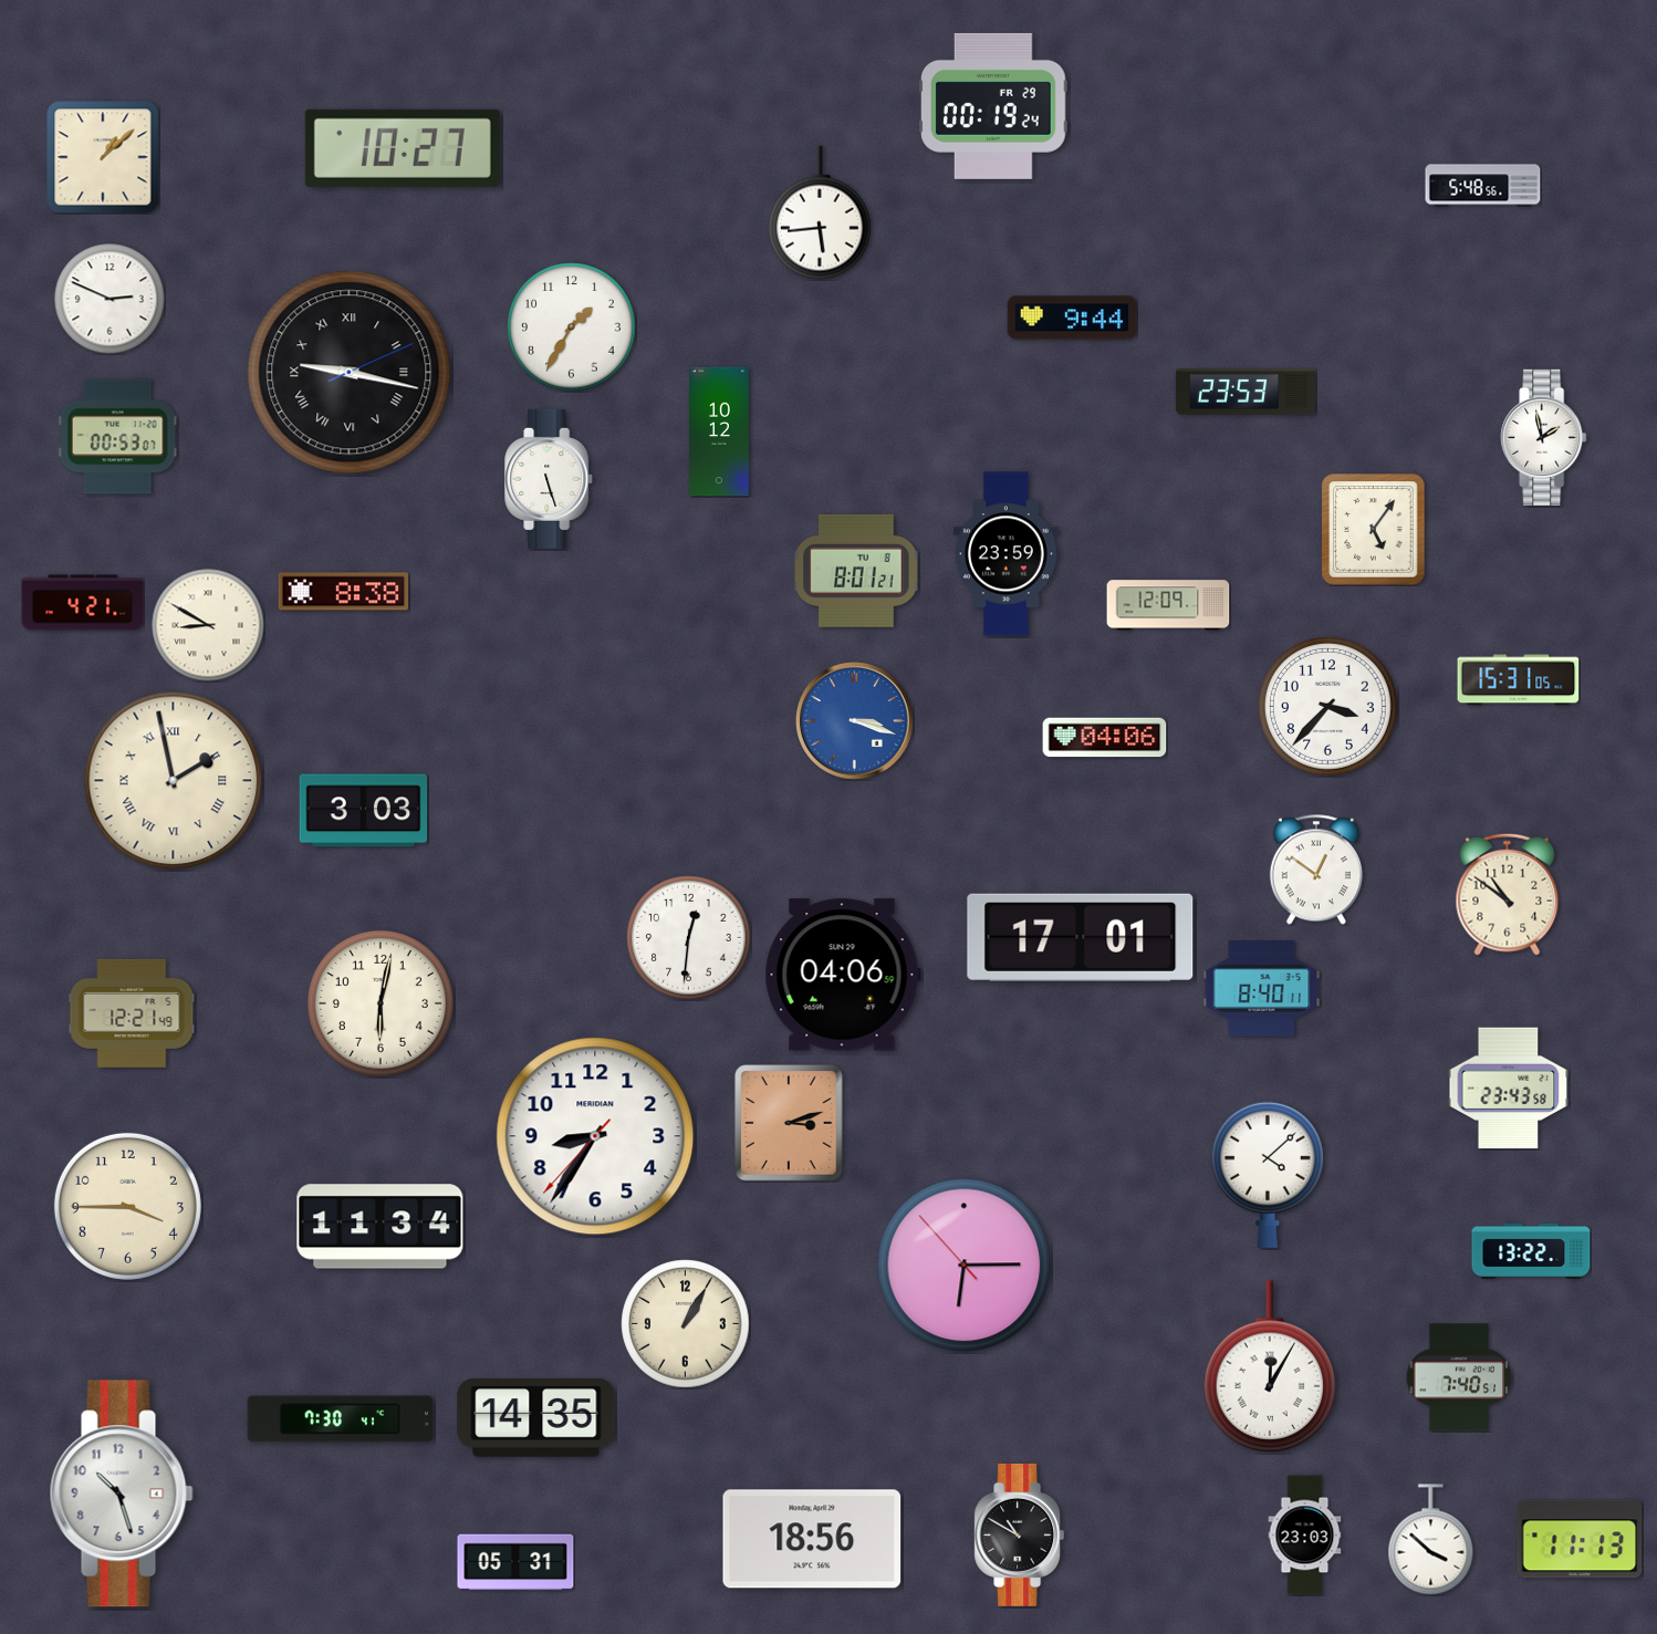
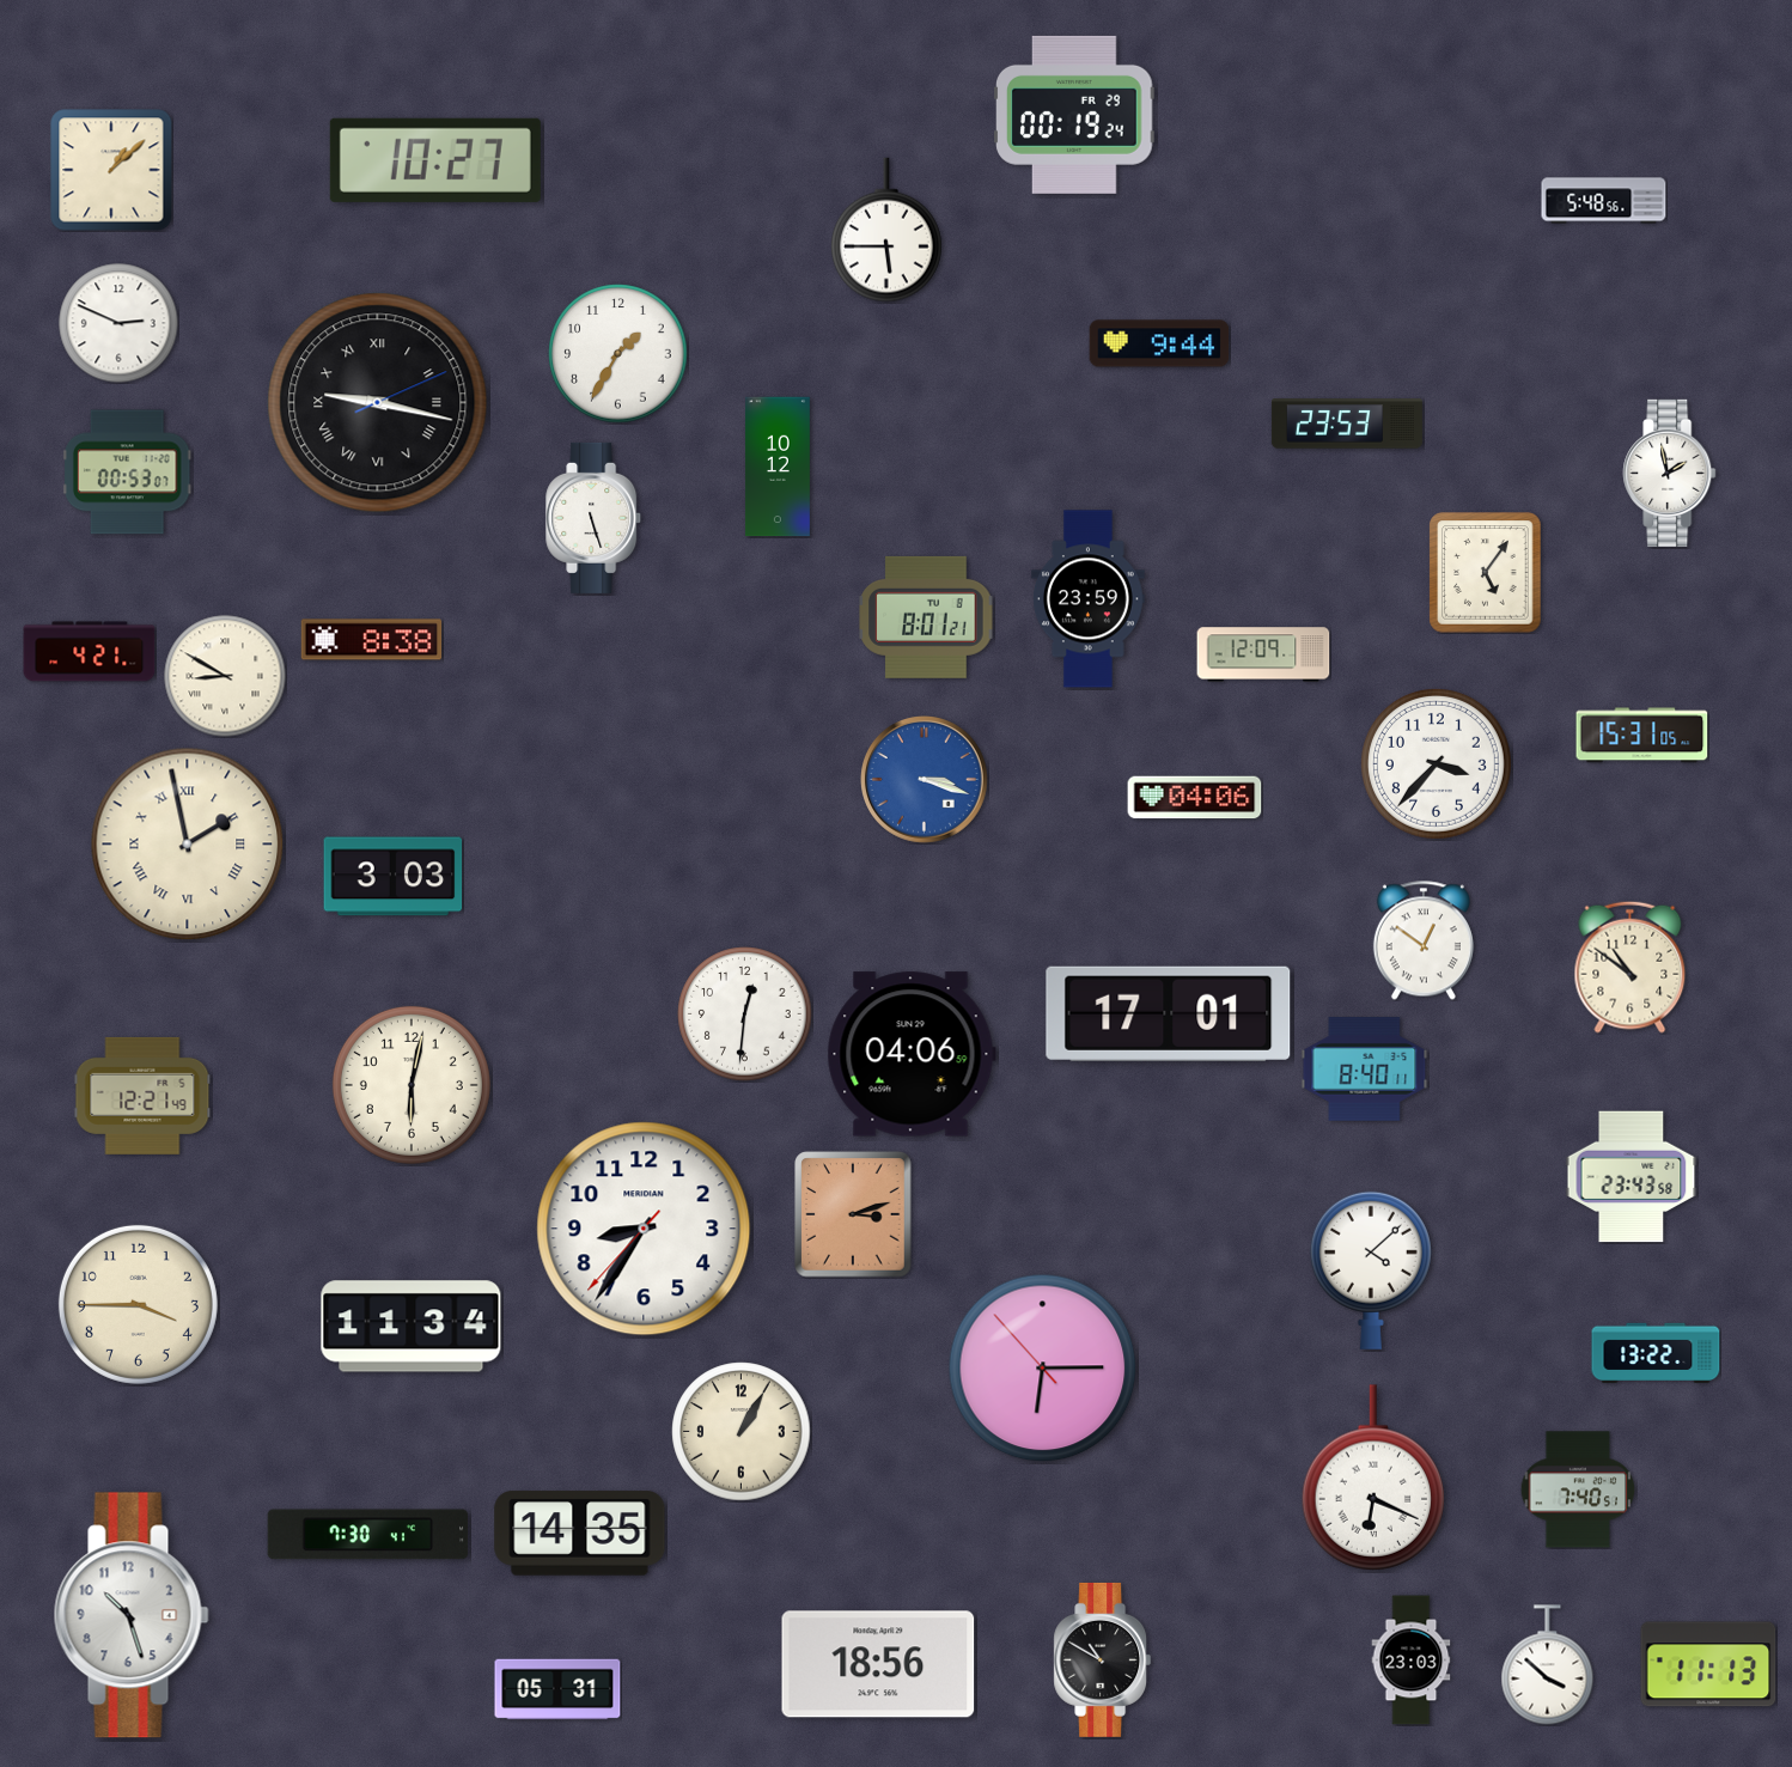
clock at (821, 212): 5:44 -> 5:45
clock at (1270, 1366): 12:05 -> 6:19
